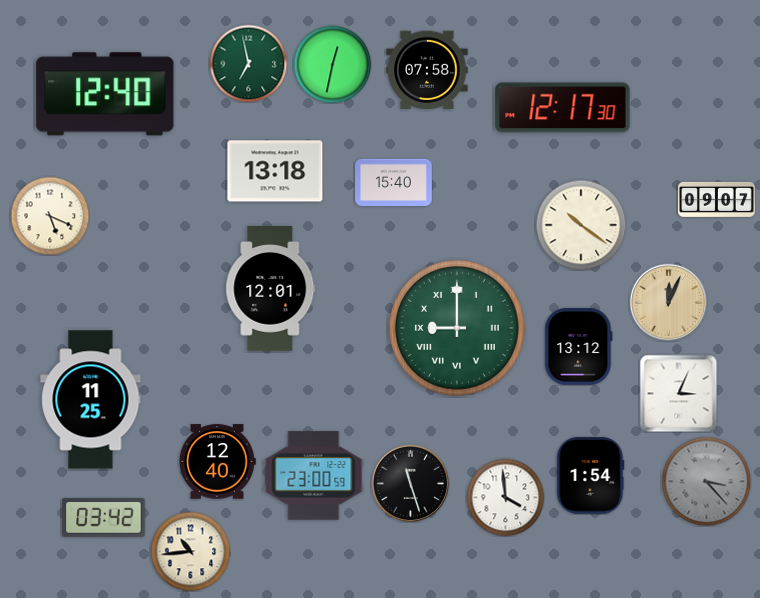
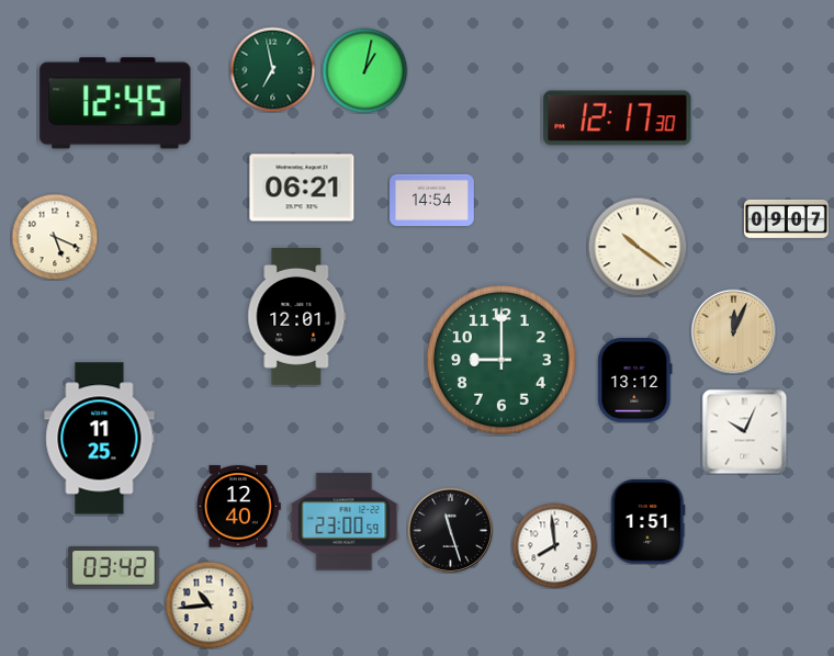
clock at (332, 64): 12:32 -> 1:02
clock at (427, 69): 07:58 -> none
clock at (105, 94): 12:40 -> 12:45
clock at (275, 171): 13:18 -> 06:21
clock at (394, 182): 15:40 -> 14:54
clock at (457, 328) numerals: Roman -> Arabic
clock at (678, 393): 3:04 -> 10:04
clock at (591, 476): 1:54 -> 1:51
clock at (706, 481): 3:23 -> none
clock at (505, 497): 3:59 -> 7:59
